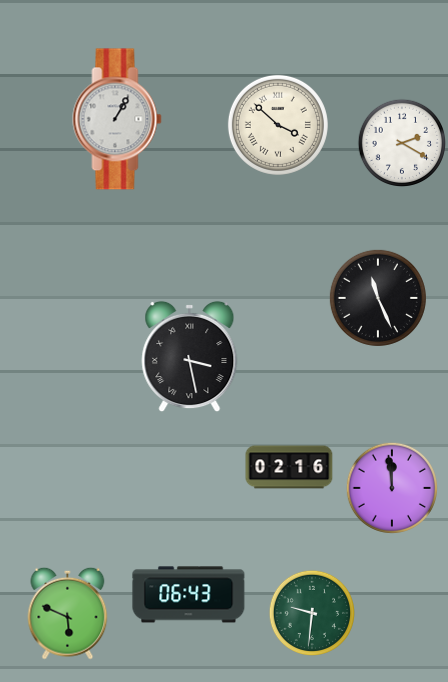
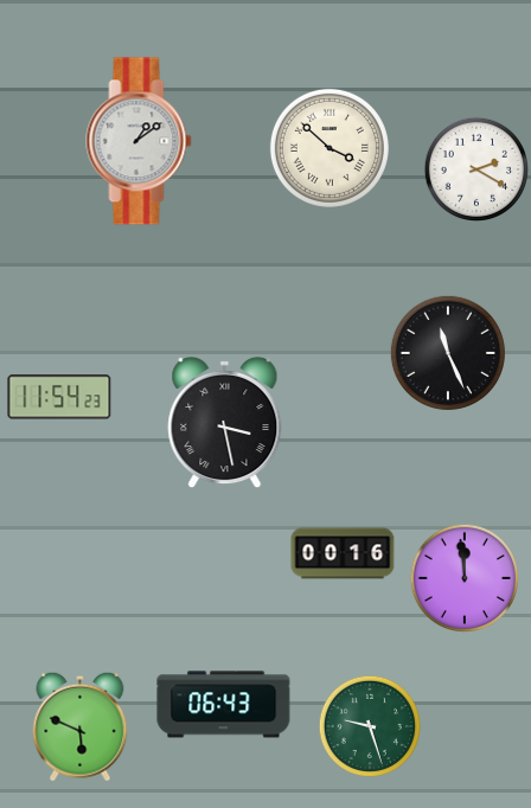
clock at (117, 119): 1:05 -> 1:09
clock at (59, 397): none -> 11:54
clock at (289, 467): 02:16 -> 00:16
clock at (311, 612): 9:31 -> 9:27
